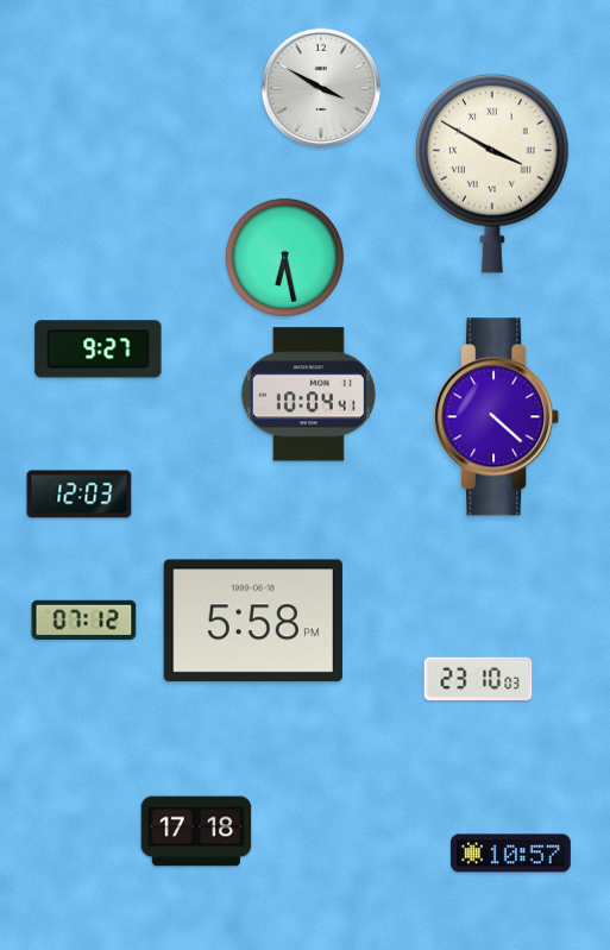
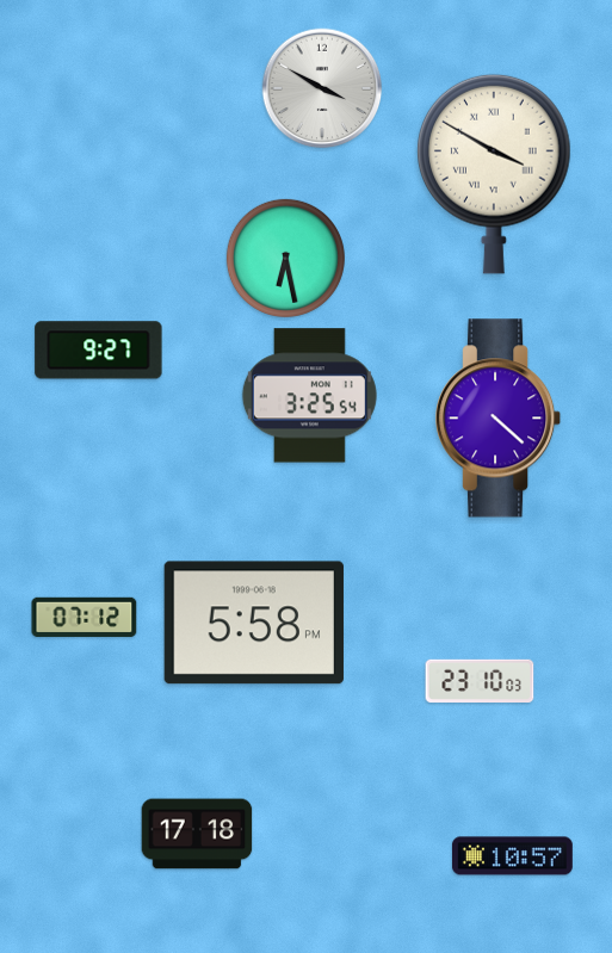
clock at (308, 395): 10:04 -> 3:25
clock at (80, 495): 12:03 -> none
clock at (84, 619) position: (84, 619) -> (85, 617)
